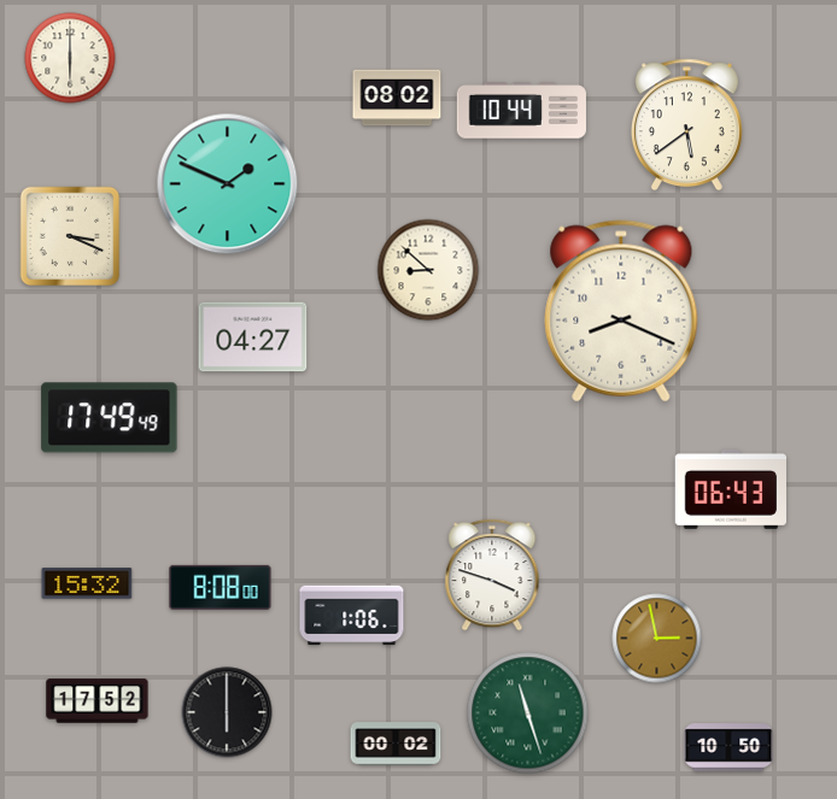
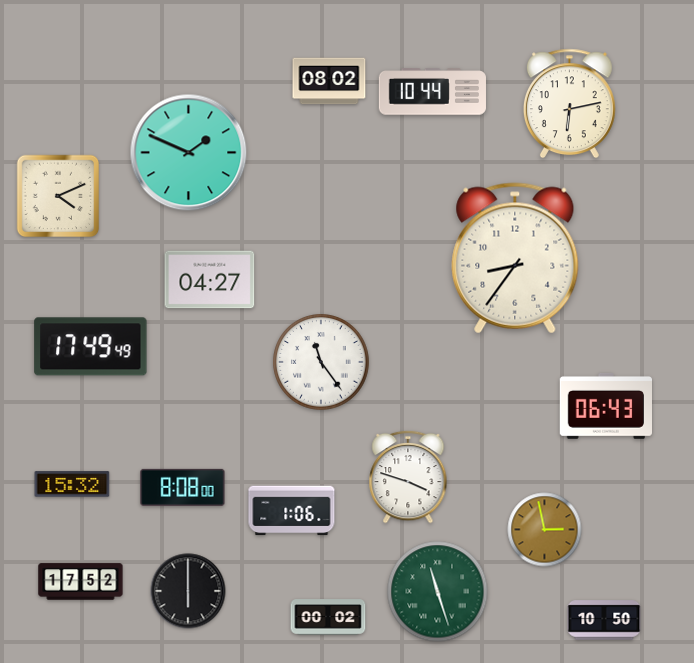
clock at (70, 58): 6:00 -> none
clock at (686, 125): 5:39 -> 6:13
clock at (70, 236): 3:19 -> 4:11
clock at (428, 270): 8:52 -> none
clock at (621, 311): 8:19 -> 8:36
clock at (321, 362): none -> 11:24
